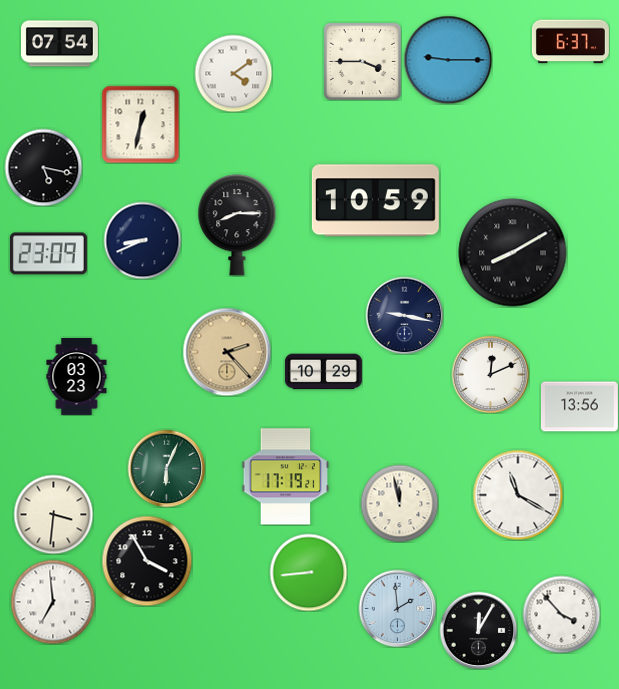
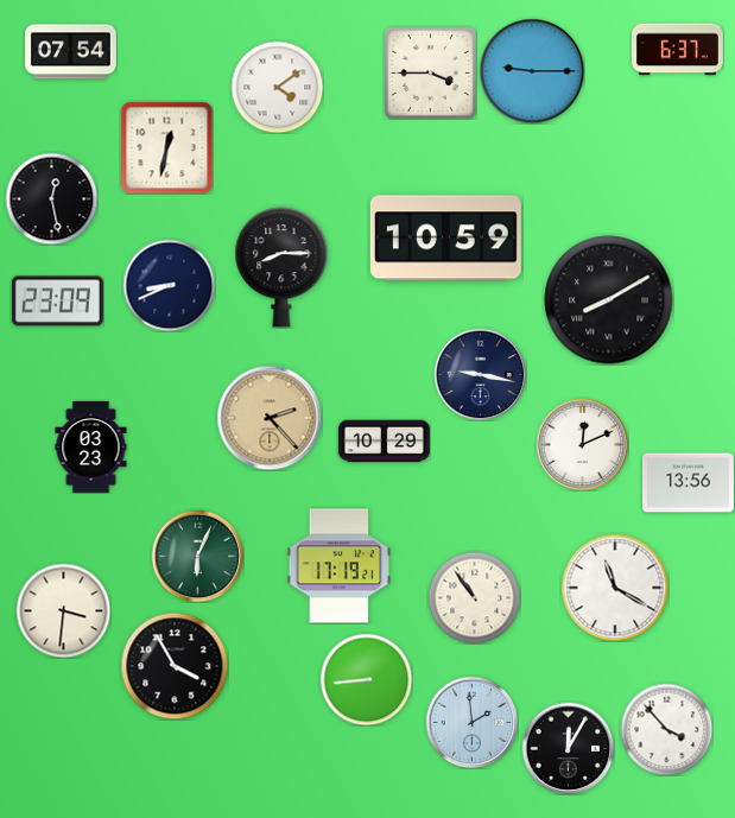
clock at (43, 167): 5:17 -> 12:28
clock at (399, 503): 11:58 -> 10:54
clock at (53, 602): 6:59 -> none
